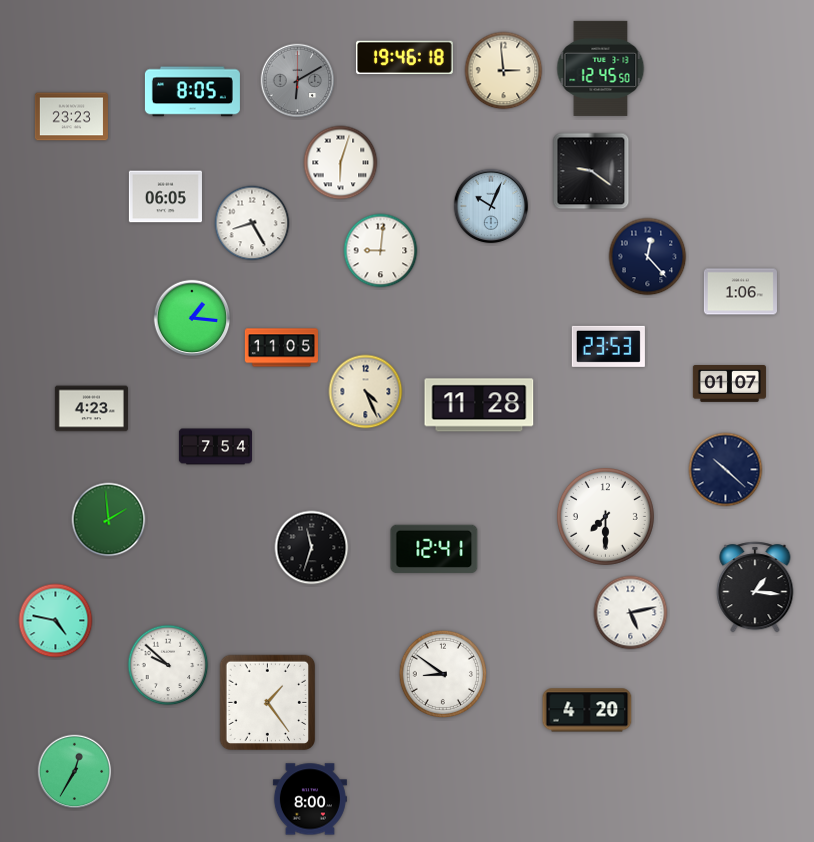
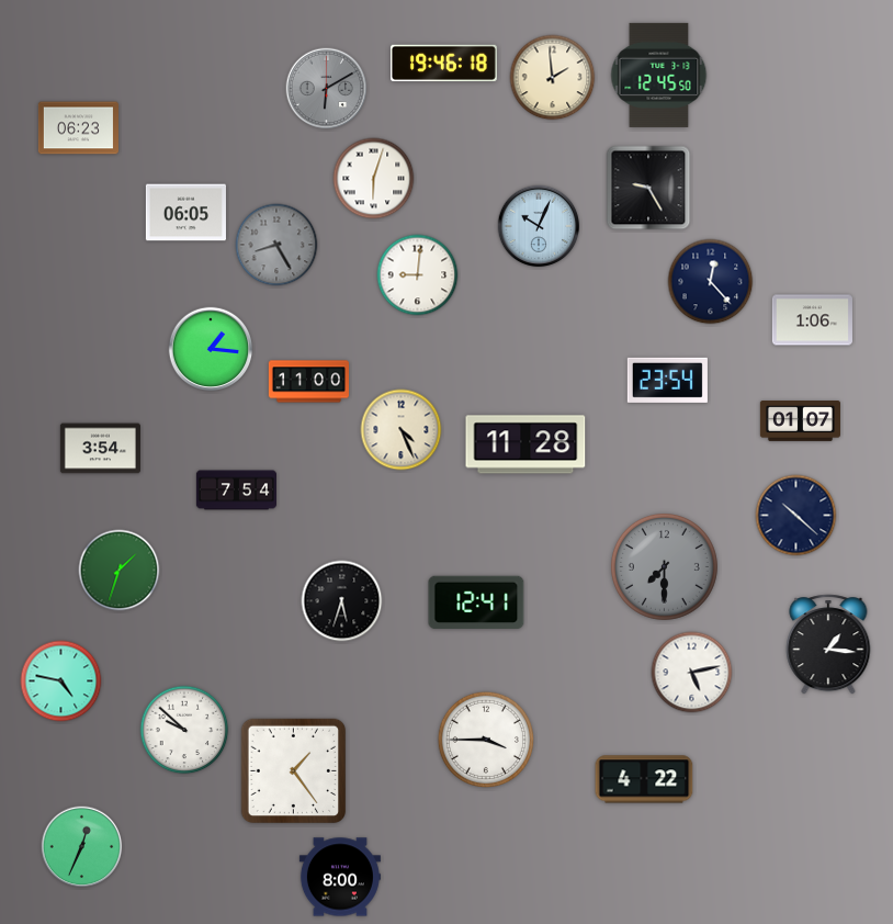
clock at (504, 71): 2:59 -> 1:59
clock at (192, 92): 8:05 -> none
clock at (71, 117): 23:23 -> 06:23
clock at (591, 171): 9:21 -> 9:25
clock at (165, 197) position: (165, 197) -> (185, 213)
clock at (252, 223) dial: white -> grey
clock at (608, 346): 23:53 -> 23:54
clock at (281, 348): 11:05 -> 11:00
clock at (91, 409): 4:23 -> 3:54
clock at (605, 516) dial: white -> grey
clock at (109, 520): 1:59 -> 1:33
clock at (312, 548): 11:33 -> 5:33
clock at (442, 673): 8:51 -> 3:45
clock at (587, 710): 4:20 -> 4:22
clock at (75, 772): 12:35 -> 12:34
